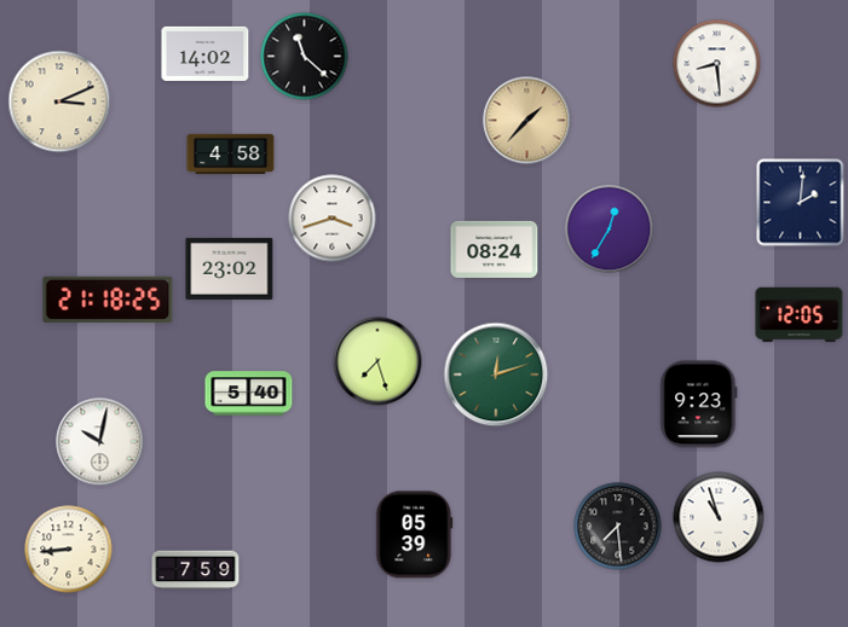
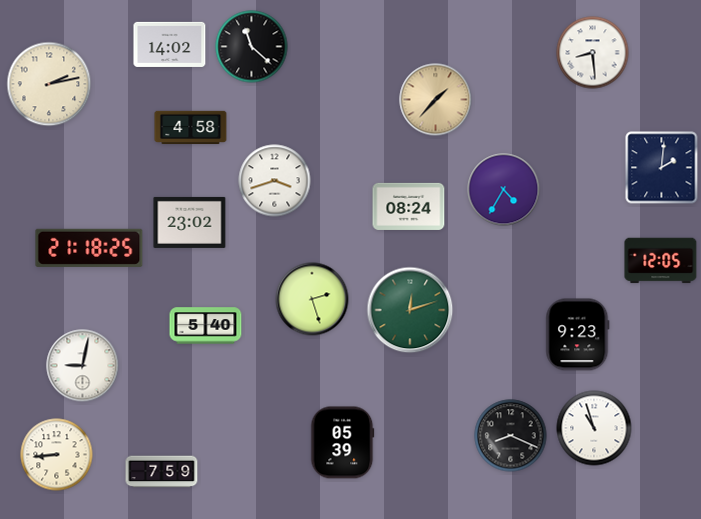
clock at (59, 101): 3:11 -> 2:13
clock at (610, 230): 12:35 -> 4:35
clock at (377, 361): 7:27 -> 2:27
clock at (100, 442): 10:02 -> 9:02
clock at (618, 527): 7:29 -> 8:19
